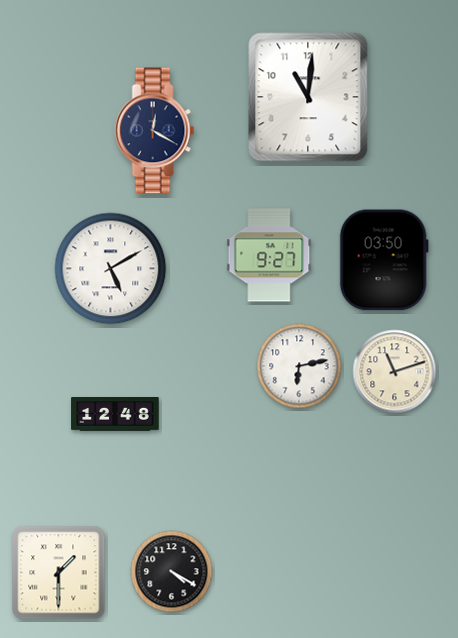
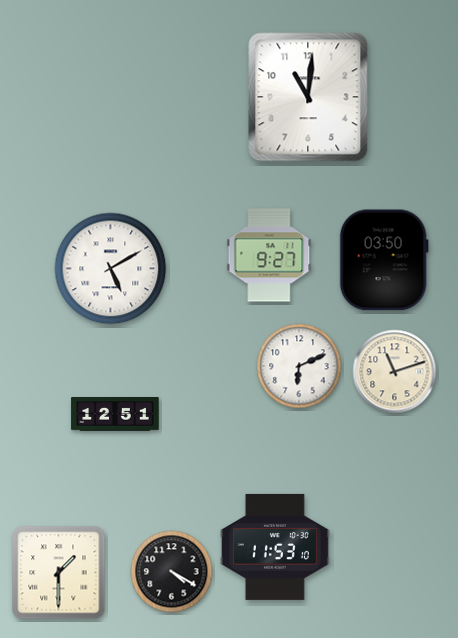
clock at (155, 131): 12:20 -> none
clock at (299, 366): 6:13 -> 6:11
clock at (115, 415): 12:48 -> 12:51
clock at (275, 547): none -> 11:53
